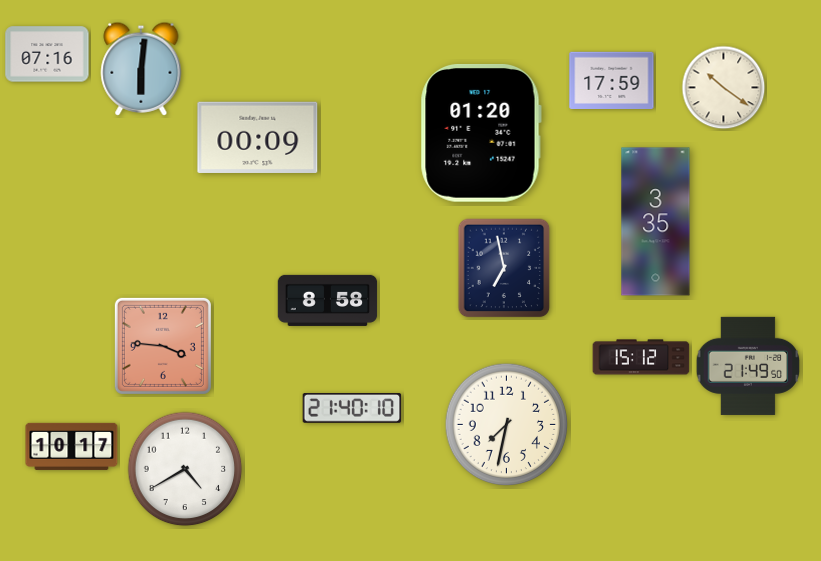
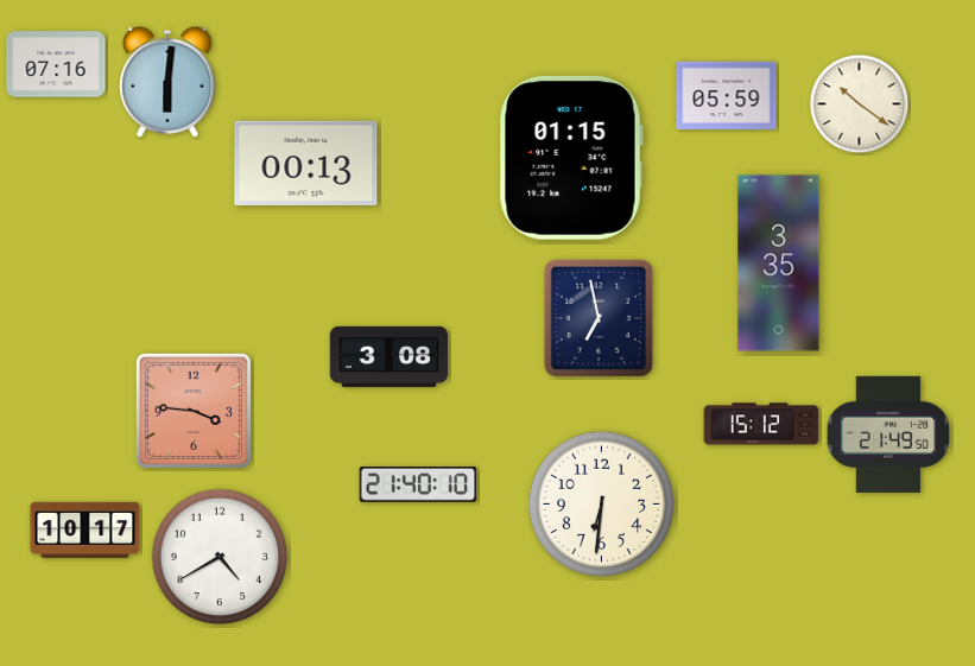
clock at (612, 80): 17:59 -> 05:59
clock at (481, 133): 01:20 -> 01:15
clock at (258, 137): 00:09 -> 00:13
clock at (328, 300): 8:58 -> 3:08
clock at (507, 425): 7:32 -> 6:31
